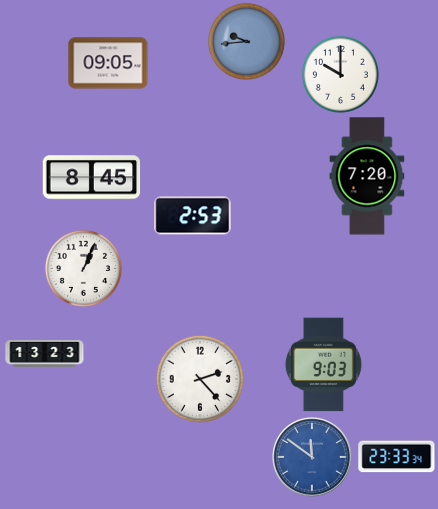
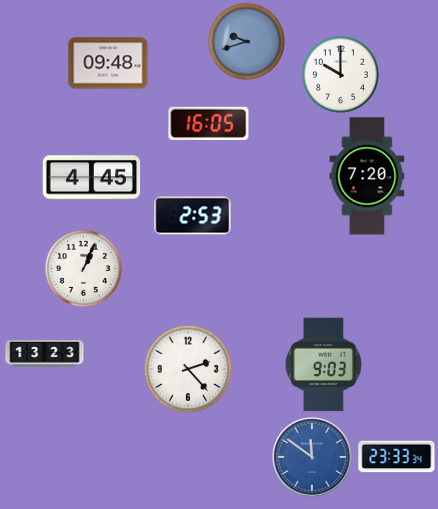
clock at (246, 41): 9:44 -> 9:42
clock at (108, 63): 09:05 -> 09:48
clock at (209, 123): none -> 16:05
clock at (92, 178): 8:45 -> 4:45
clock at (200, 379) position: (200, 379) -> (188, 369)
